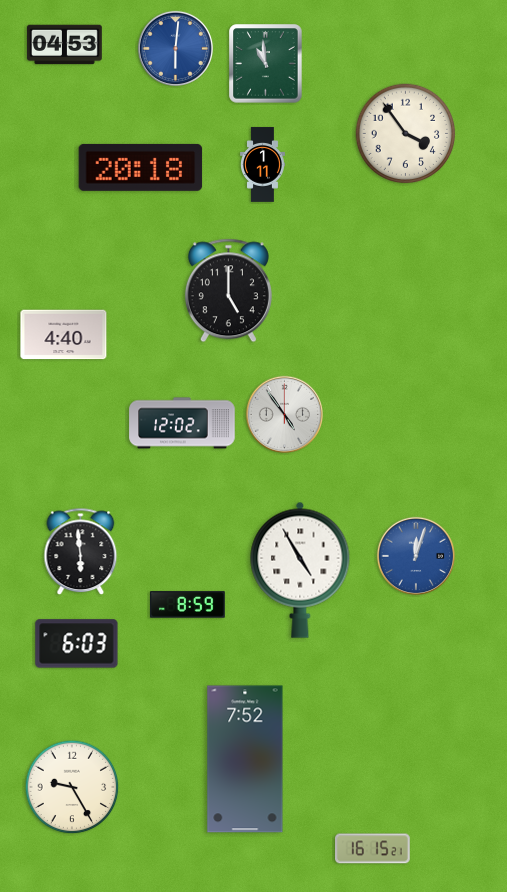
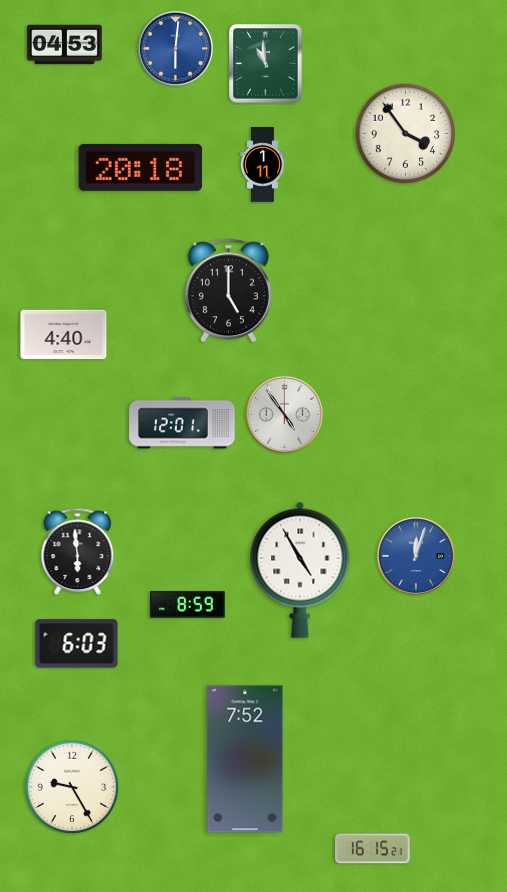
clock at (182, 423): 12:02 -> 12:01
clock at (81, 552) position: (81, 552) -> (78, 552)
